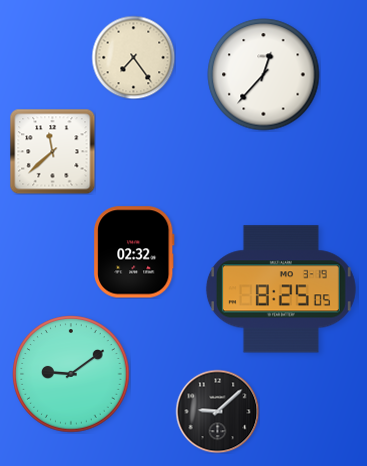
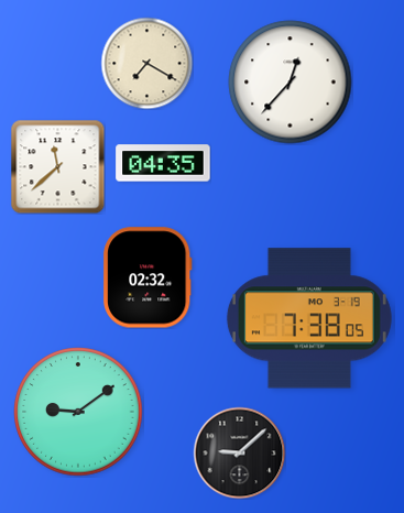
clock at (133, 57): 7:24 -> 7:20
clock at (163, 163): none -> 04:35
clock at (281, 289): 8:25 -> 7:38
